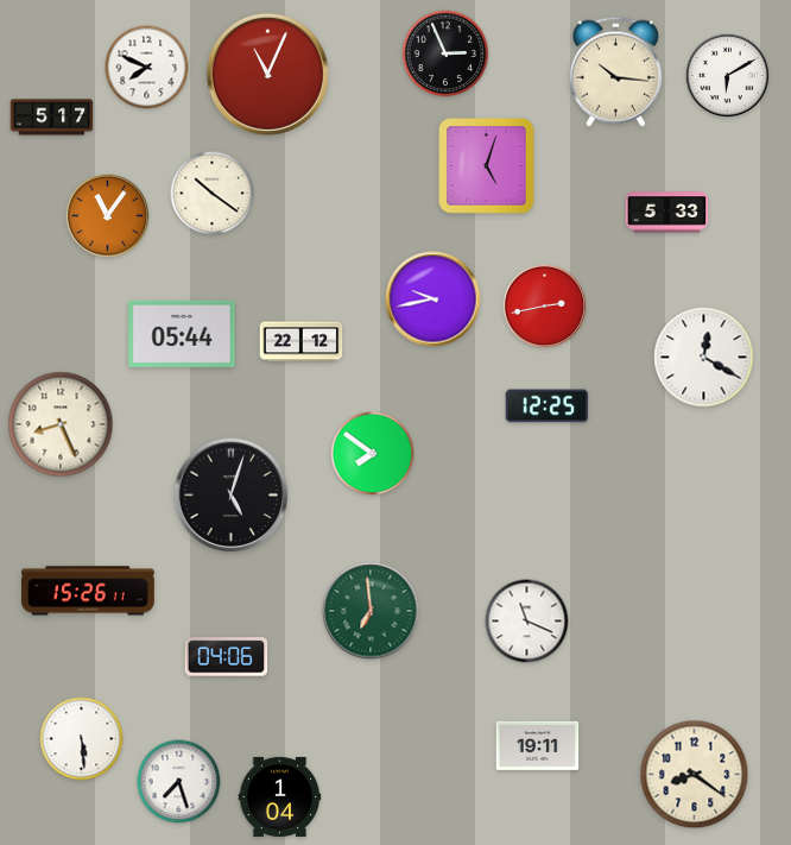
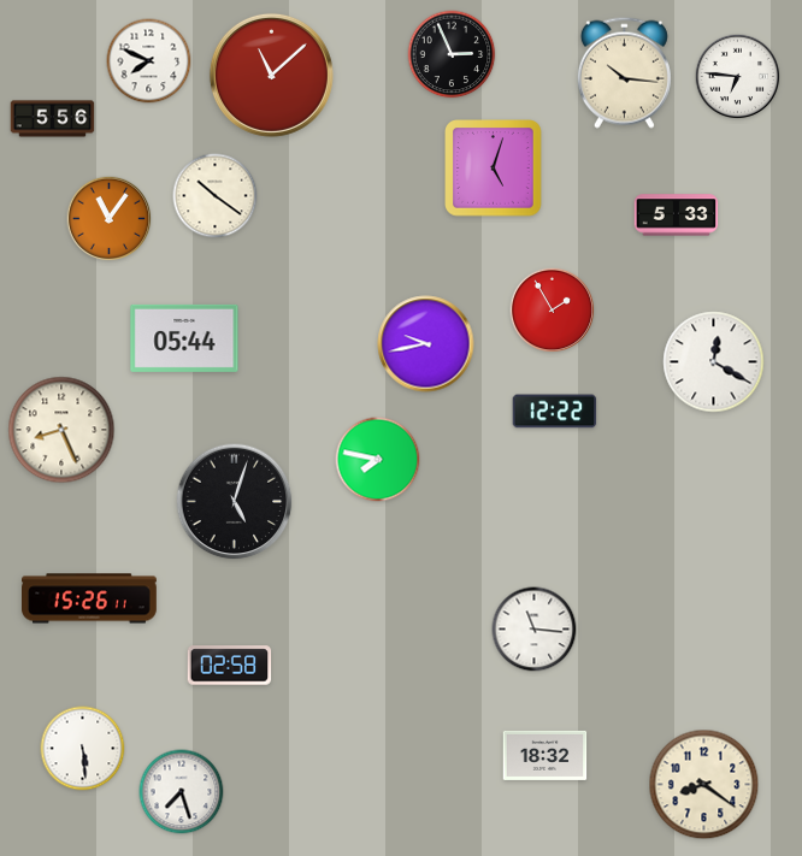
clock at (147, 68) position: (147, 68) -> (149, 61)
clock at (267, 74): 11:04 -> 11:08
clock at (728, 76): 6:10 -> 6:46
clock at (52, 118): 5:17 -> 5:56
clock at (434, 299) position: (434, 299) -> (426, 344)
clock at (545, 307): 2:43 -> 1:55
clock at (302, 342): 22:12 -> none
clock at (548, 406): 12:25 -> 12:22
clock at (373, 454): 7:51 -> 7:47
clock at (371, 611): 6:59 -> none
clock at (527, 622): 11:19 -> 11:16
clock at (227, 657): 04:06 -> 02:58
clock at (538, 745): 19:11 -> 18:32
clock at (280, 796): 1:04 -> none
